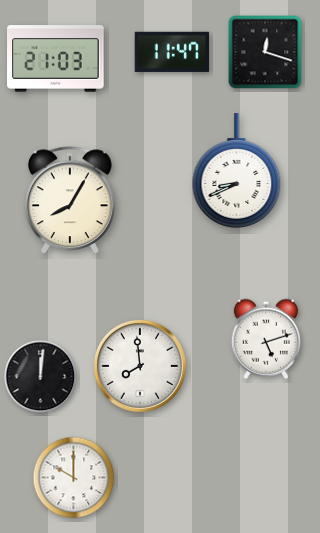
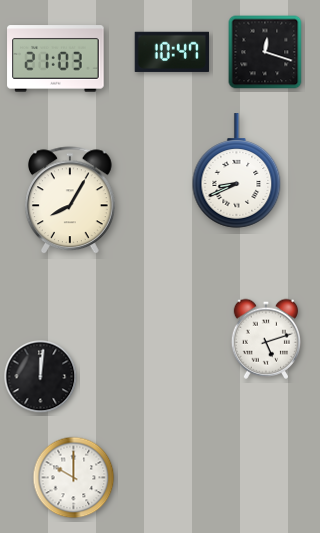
clock at (171, 52): 11:47 -> 10:47
clock at (140, 366): 7:59 -> none
